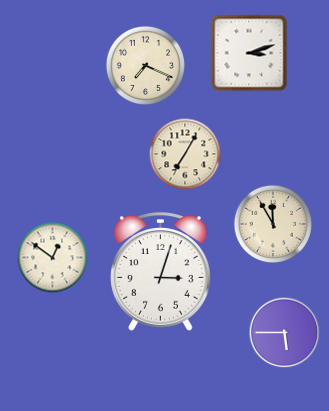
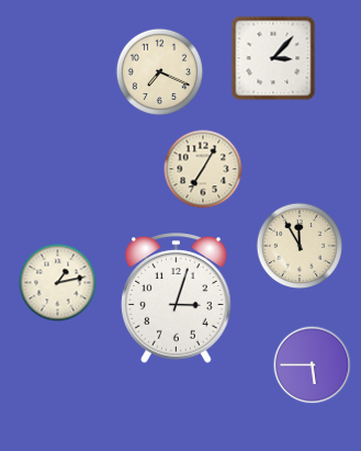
clock at (249, 53): 3:12 -> 3:07
clock at (53, 258): 12:51 -> 1:13
